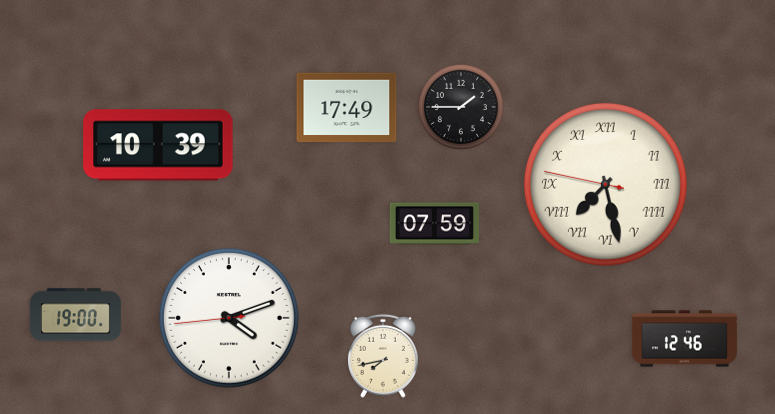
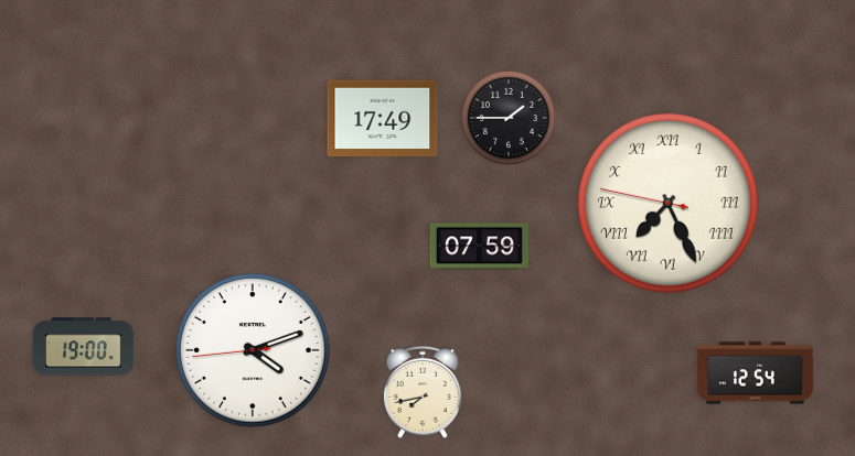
clock at (158, 145): 10:39 -> none
clock at (605, 184): 7:27 -> 7:25
clock at (684, 339): 12:46 -> 12:54
